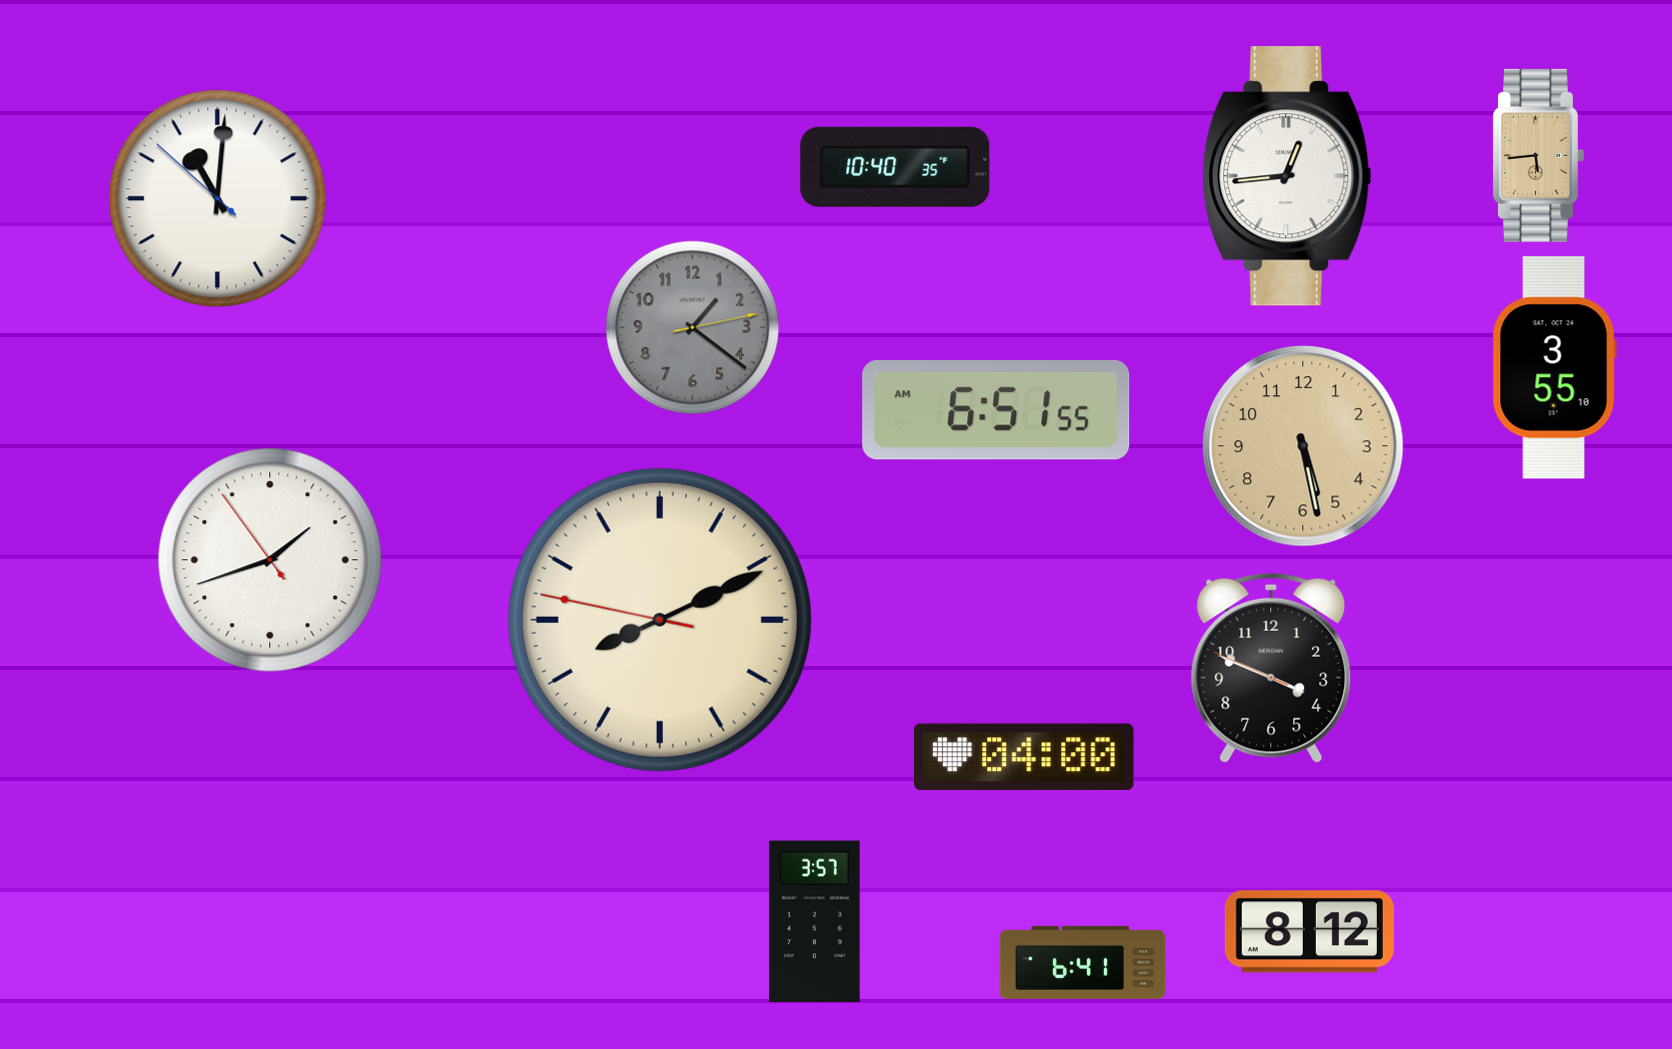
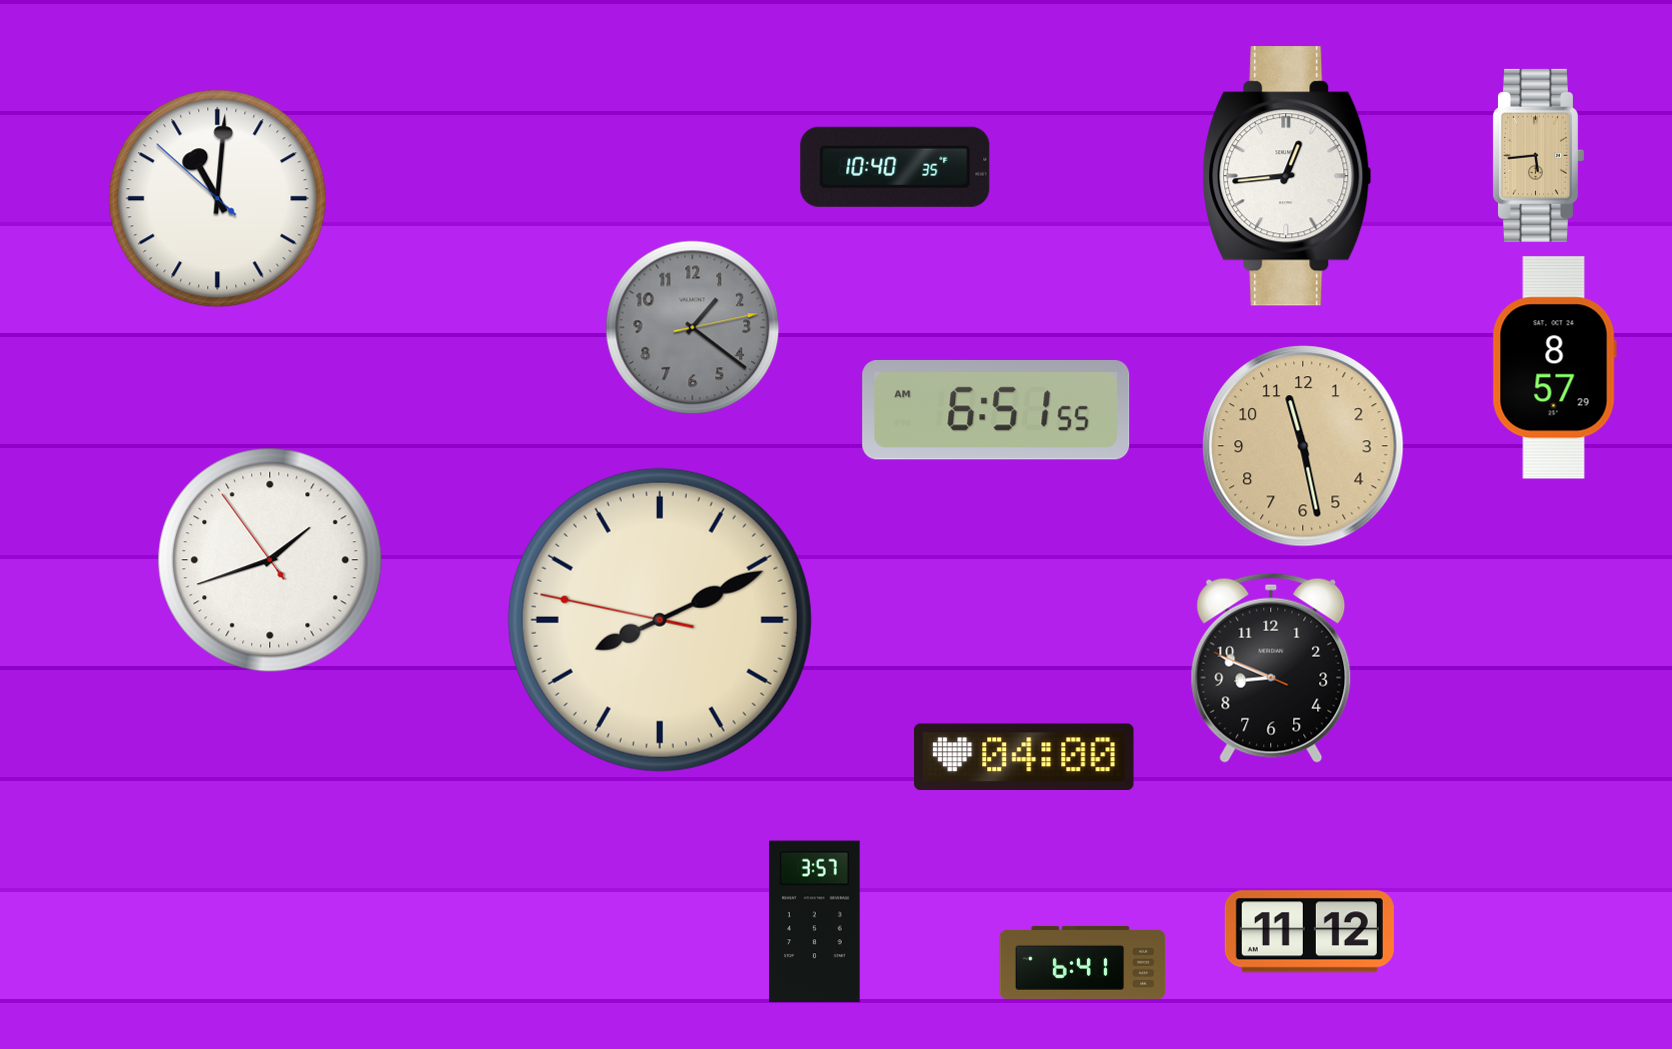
clock at (1554, 368): 3:55 -> 8:57
clock at (1303, 446): 5:28 -> 11:28
clock at (1271, 668): 3:48 -> 8:48
clock at (1309, 932): 8:12 -> 11:12
